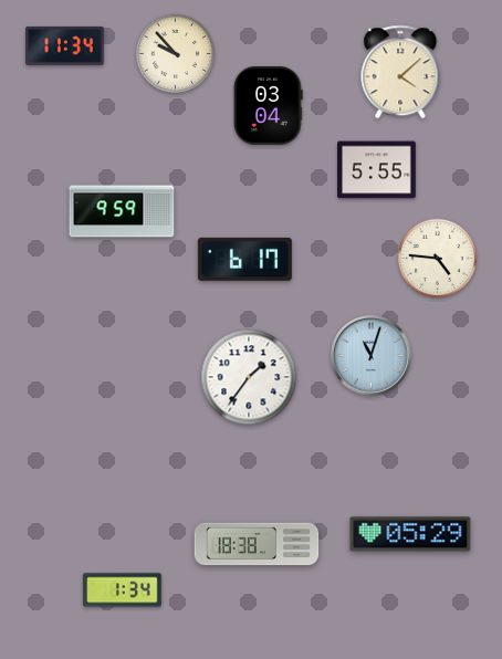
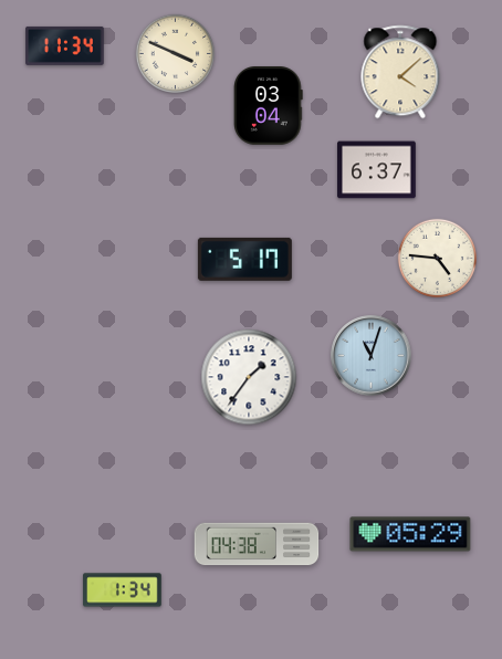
clock at (176, 54): 9:53 -> 3:49
clock at (377, 170): 5:55 -> 6:37
clock at (122, 211): 9:59 -> none
clock at (244, 259): 6:17 -> 5:17
clock at (257, 544): 18:38 -> 04:38
